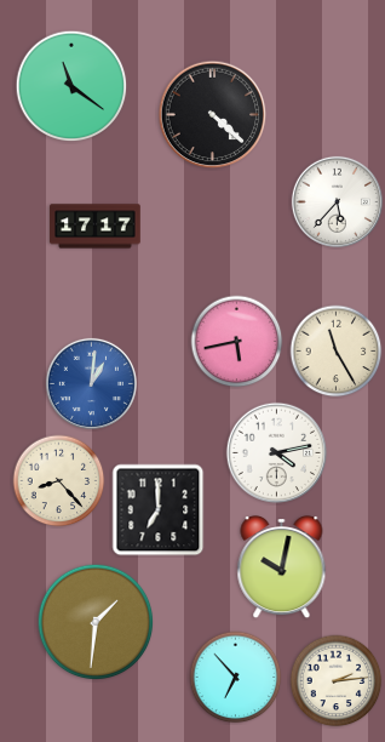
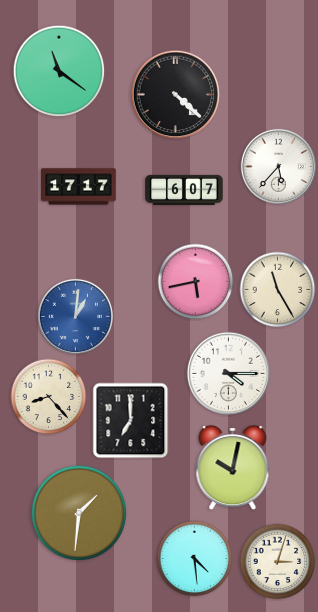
clock at (184, 190): none -> 6:07
clock at (277, 453): 4:13 -> 4:15
clock at (236, 678): 6:53 -> 4:29
clock at (337, 681): 2:14 -> 3:03
